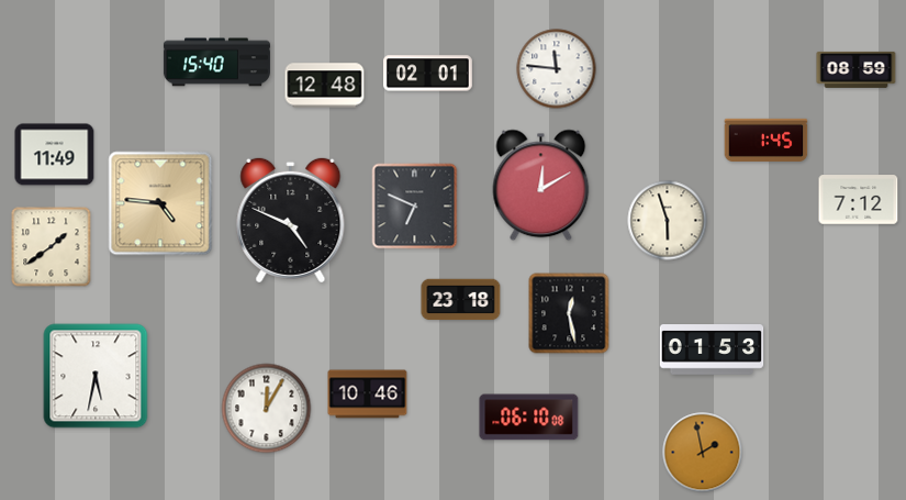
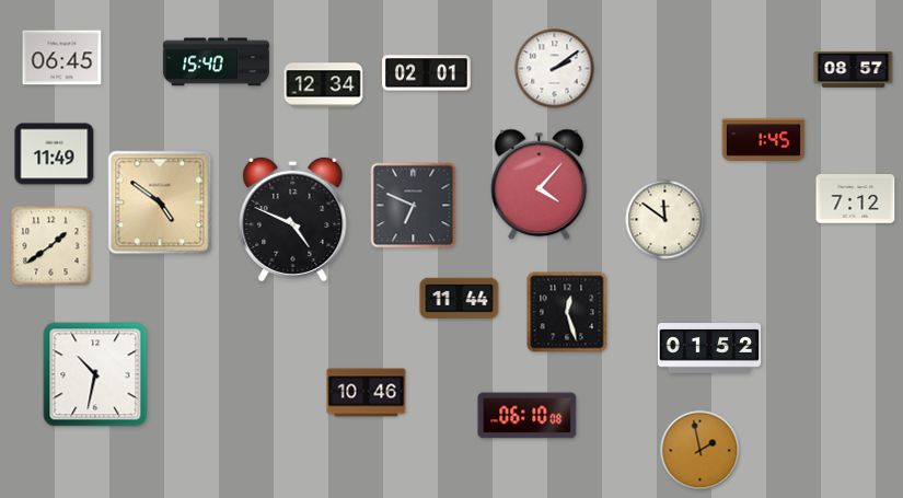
clock at (62, 58): none -> 06:45
clock at (557, 69): 11:46 -> 2:09
clock at (857, 69): 08:59 -> 08:57
clock at (325, 86): 12:48 -> 12:34
clock at (541, 186): 12:10 -> 4:07
clock at (160, 203): 4:46 -> 4:51
clock at (291, 220) position: (291, 220) -> (293, 219)
clock at (668, 221): 5:57 -> 11:51
clock at (461, 300): 23:18 -> 11:44
clock at (569, 313): 12:28 -> 12:27
clock at (712, 349): 01:53 -> 01:52
clock at (96, 376): 5:32 -> 10:32
clock at (267, 409): 12:05 -> none
